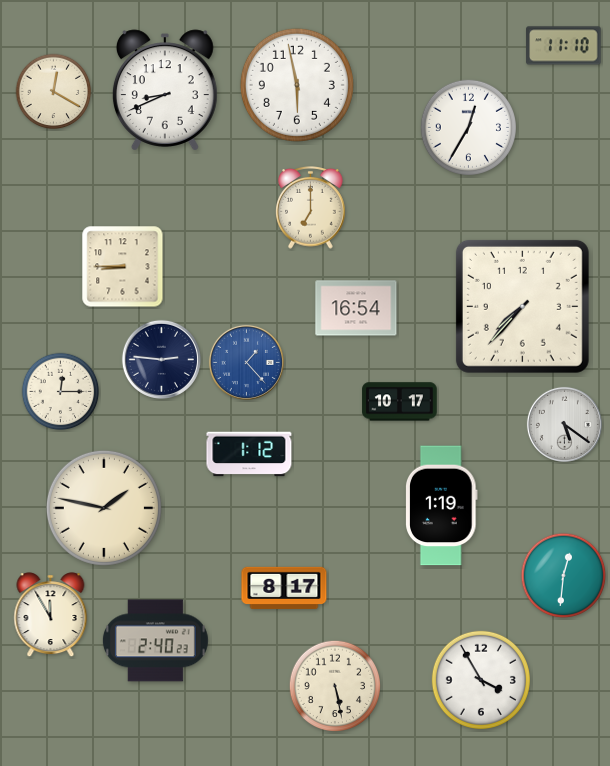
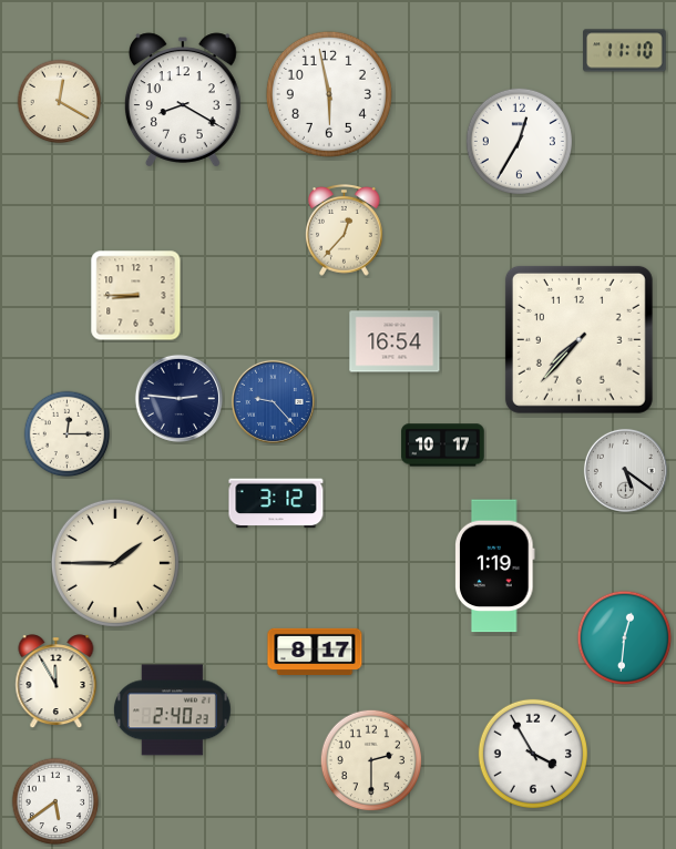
clock at (165, 90): 8:41 -> 8:20
clock at (311, 208): 7:00 -> 12:37
clock at (246, 362): 1:23 -> 9:23
clock at (249, 454): 1:12 -> 3:12
clock at (442, 506) position: (442, 506) -> (495, 566)
clock at (104, 508): 1:47 -> 1:45
clock at (334, 685): 5:28 -> 2:30
clock at (55, 801): none -> 5:39
